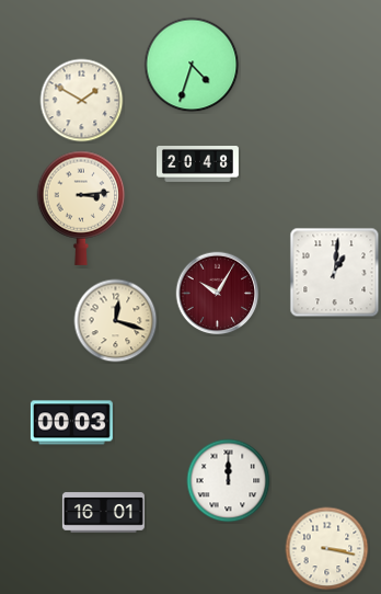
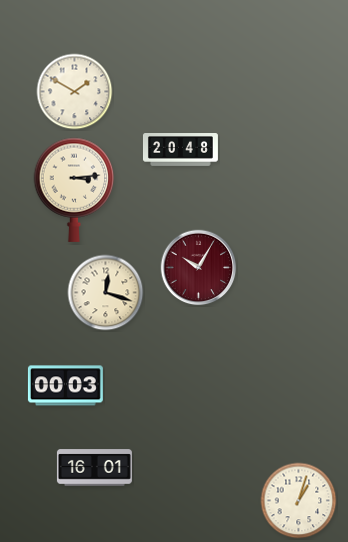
clock at (192, 65): 4:33 -> none
clock at (335, 273): 1:01 -> none
clock at (229, 481): 12:00 -> none
clock at (327, 549): 3:17 -> 1:03
